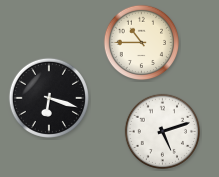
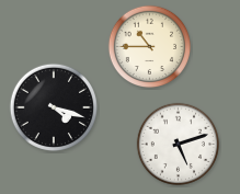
clock at (142, 43) position: (142, 43) -> (150, 47)
clock at (48, 97): 6:18 -> 4:18
